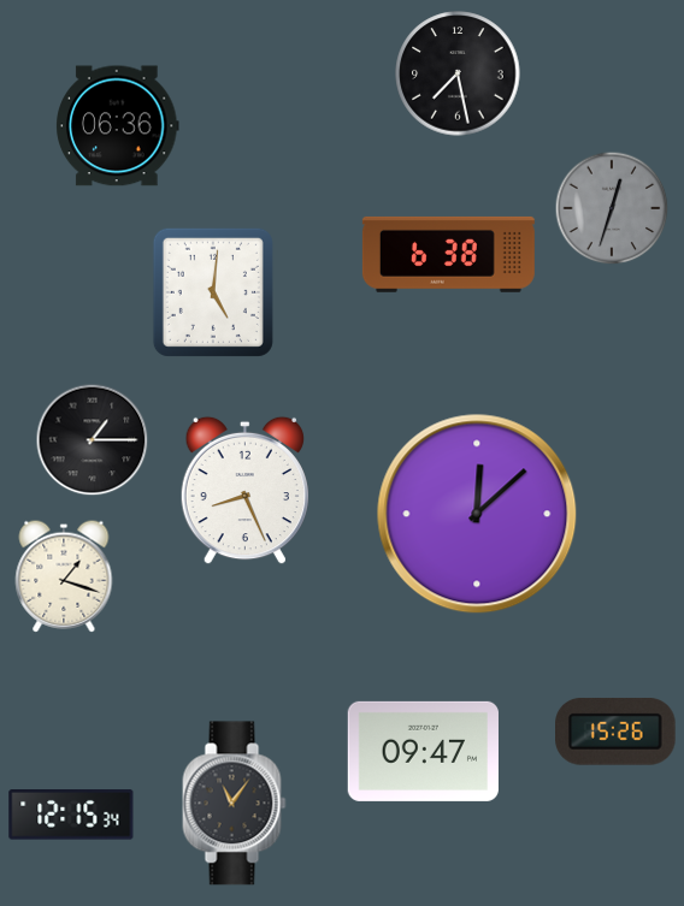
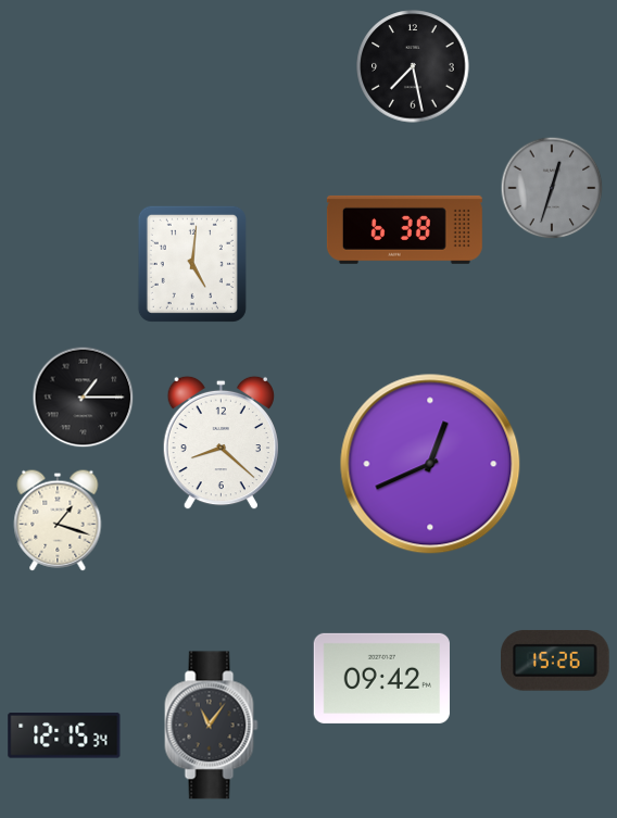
clock at (118, 126): 06:36 -> none
clock at (244, 491): 8:26 -> 8:22
clock at (477, 514): 12:08 -> 12:41
clock at (423, 751): 09:47 -> 09:42
